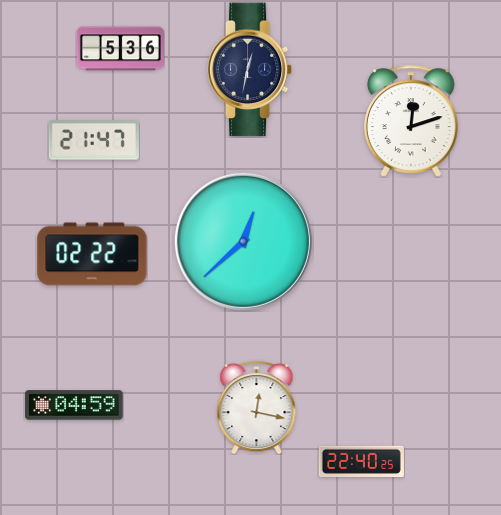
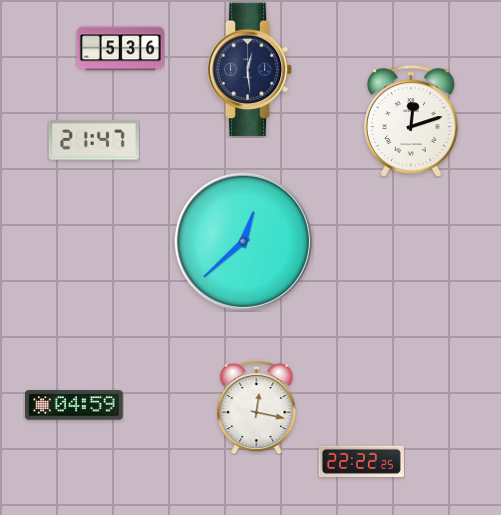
clock at (250, 70): 12:32 -> 12:29
clock at (92, 254): 02:22 -> none
clock at (361, 461): 22:40 -> 22:22
